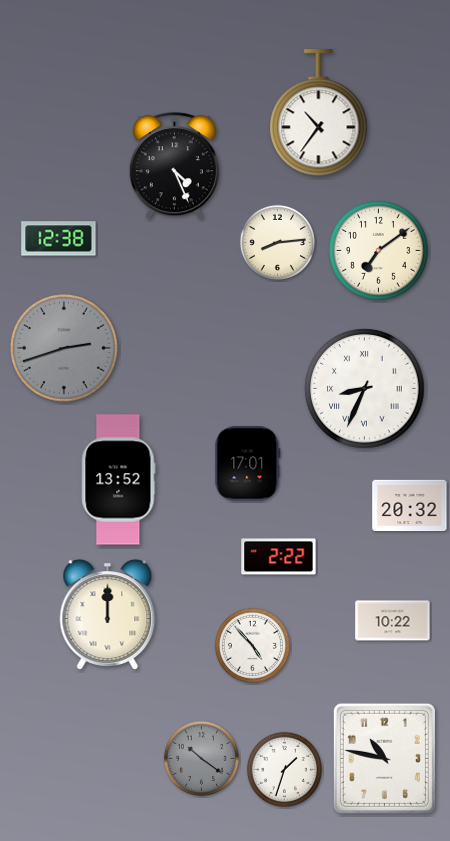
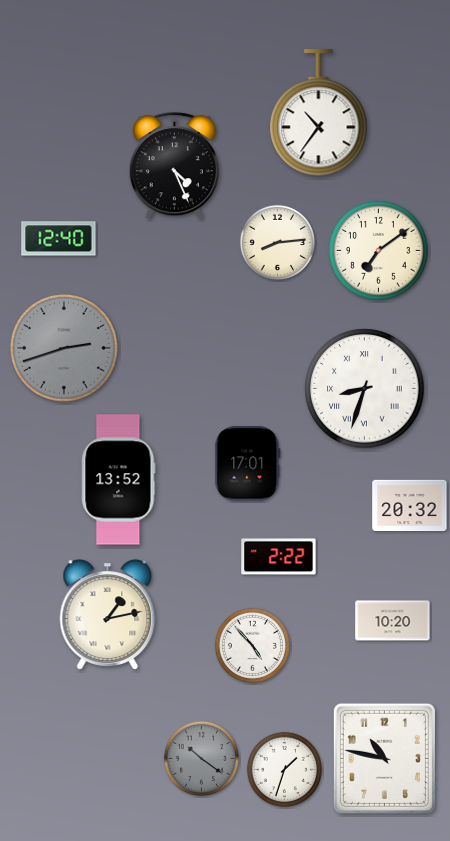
clock at (59, 239): 12:38 -> 12:40
clock at (365, 389): 8:34 -> 8:33
clock at (108, 615): 12:00 -> 1:13
clock at (393, 621): 10:22 -> 10:20
